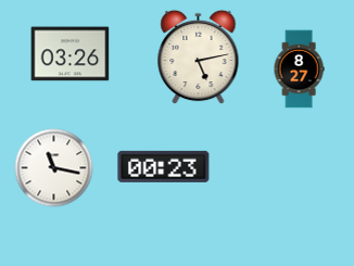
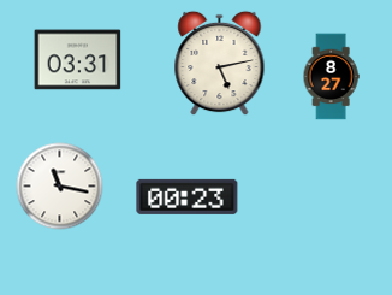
clock at (71, 54): 03:26 -> 03:31
clock at (164, 166) position: (164, 166) -> (188, 196)
